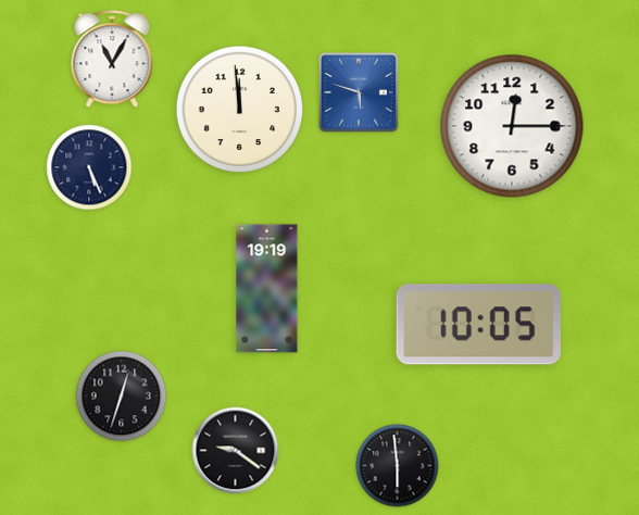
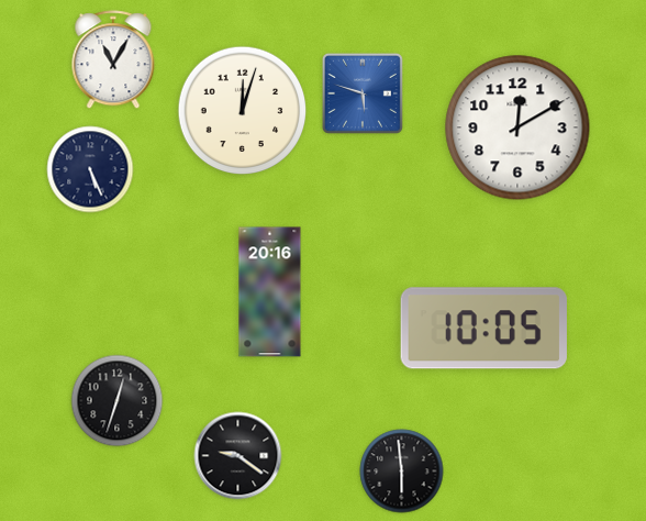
clock at (240, 110): 11:59 -> 12:03
clock at (512, 126): 12:15 -> 12:10
clock at (267, 289): 19:19 -> 20:16
clock at (122, 397) position: (122, 397) -> (118, 401)
